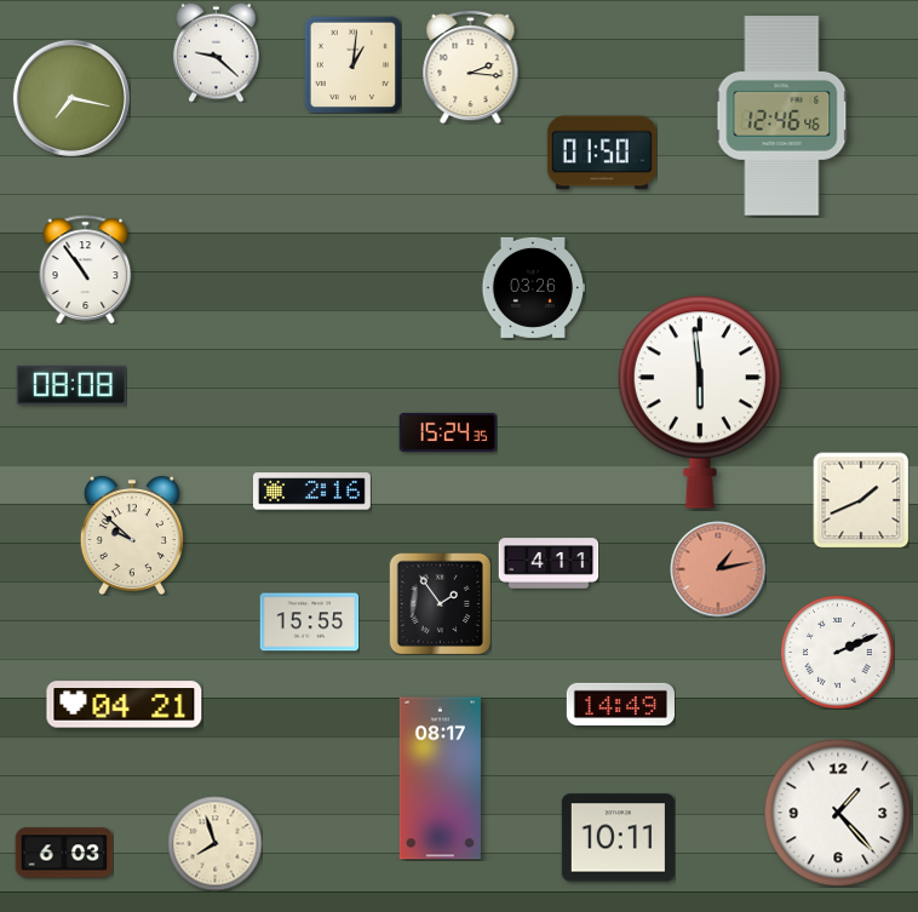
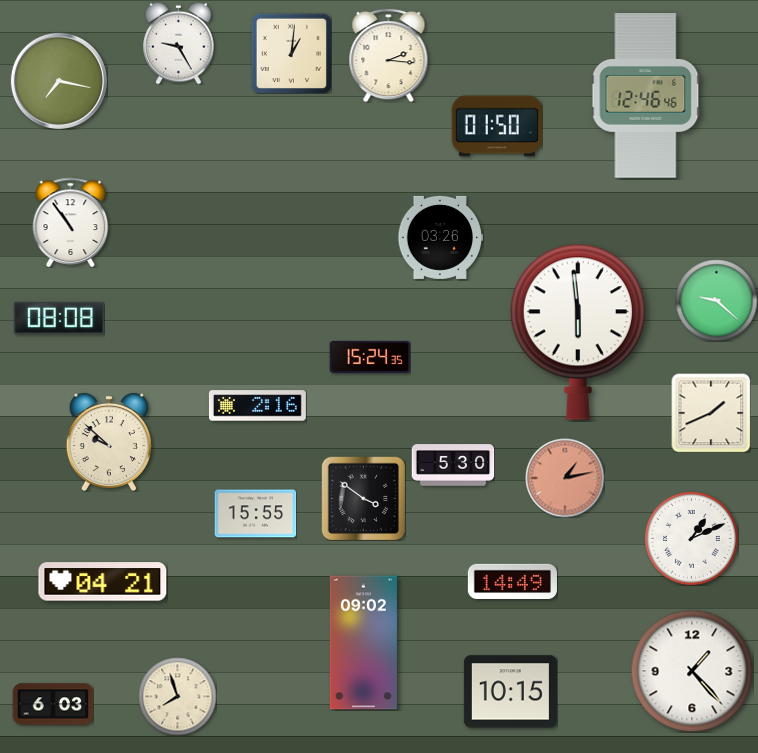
clock at (217, 52): 9:22 -> 9:25
clock at (716, 300): none -> 9:22
clock at (549, 563): 4:11 -> 5:30
clock at (718, 569) position: (718, 569) -> (565, 478)
clock at (440, 603): 1:54 -> 3:51
clock at (838, 653): 2:11 -> 1:11
clock at (440, 779): 08:17 -> 09:02
clock at (618, 838): 10:11 -> 10:15
